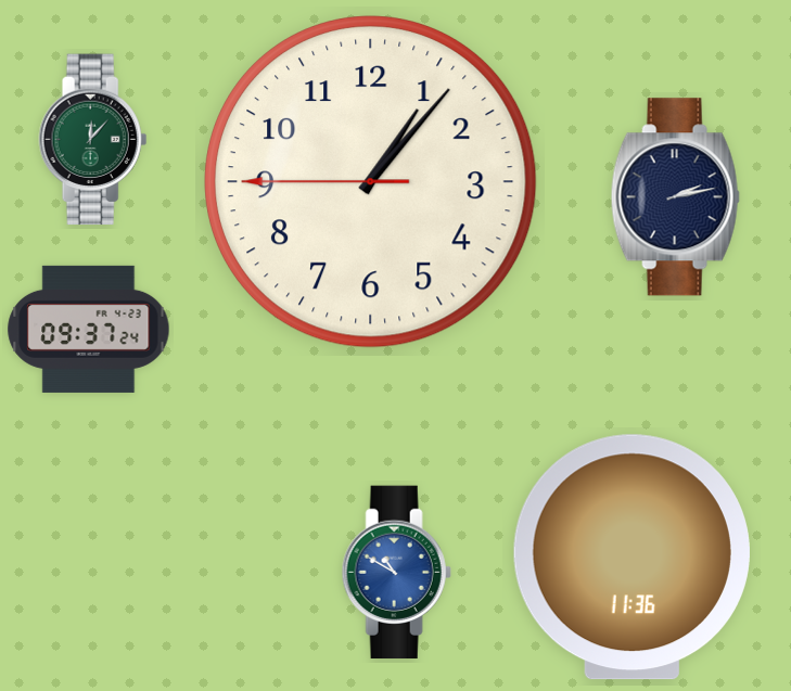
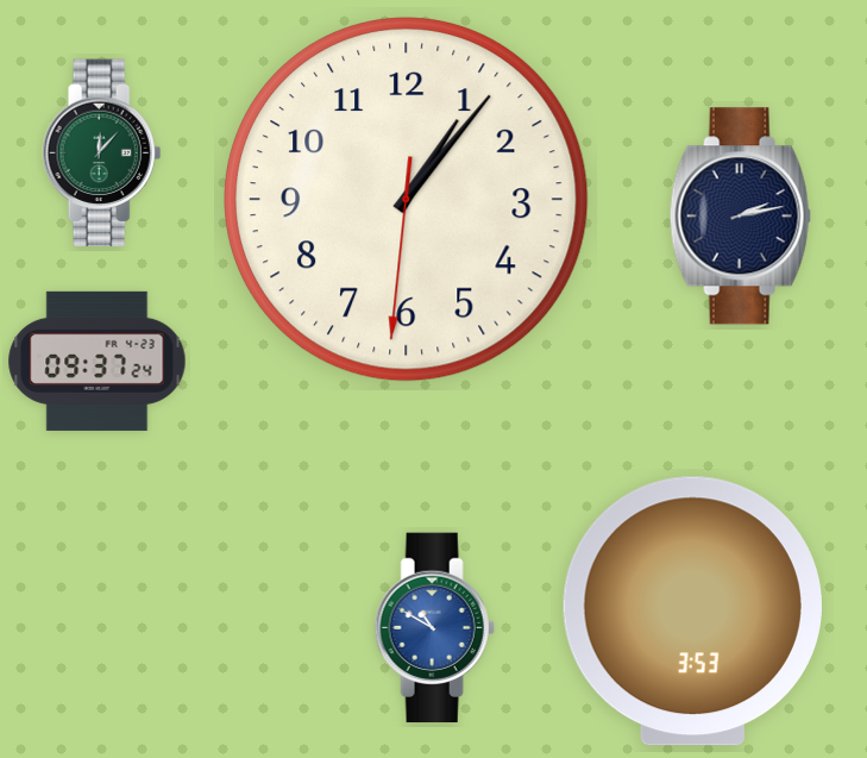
clock at (370, 181): 1:06:45 -> 1:06:31
clock at (631, 558): 11:36 -> 3:53
